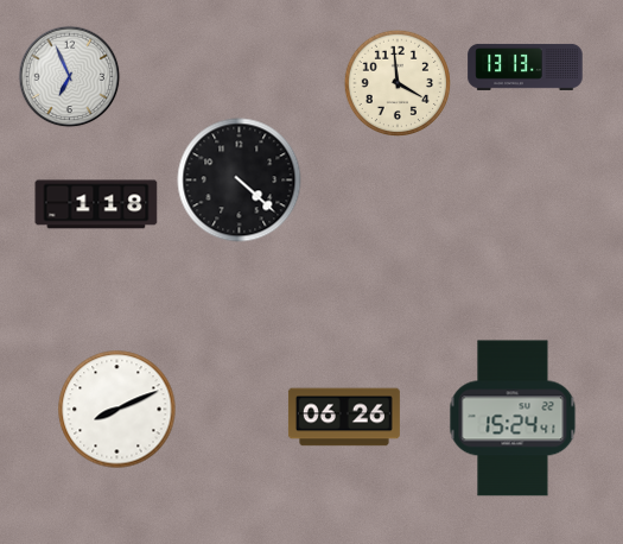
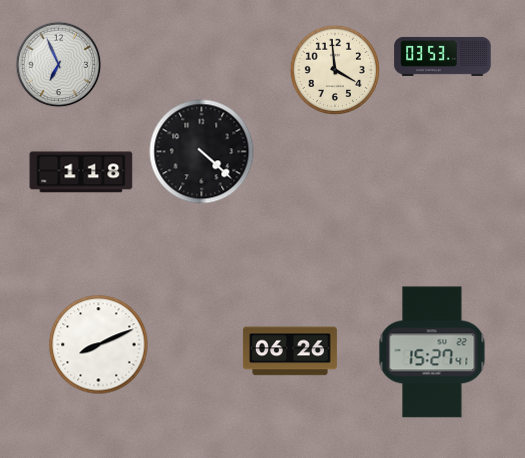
clock at (526, 67): 13:13 -> 03:53
clock at (513, 418): 15:24 -> 15:27
